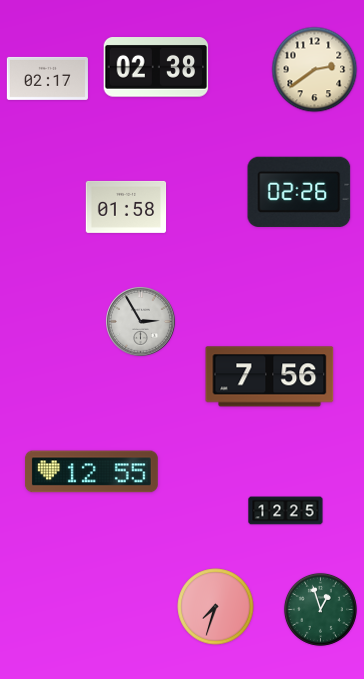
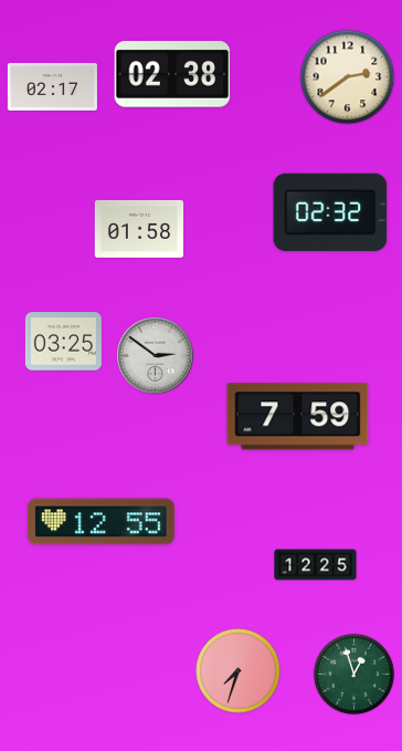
clock at (299, 192): 02:26 -> 02:32
clock at (63, 342): none -> 03:25
clock at (141, 322): 2:55 -> 2:51
clock at (270, 377): 7:56 -> 7:59
